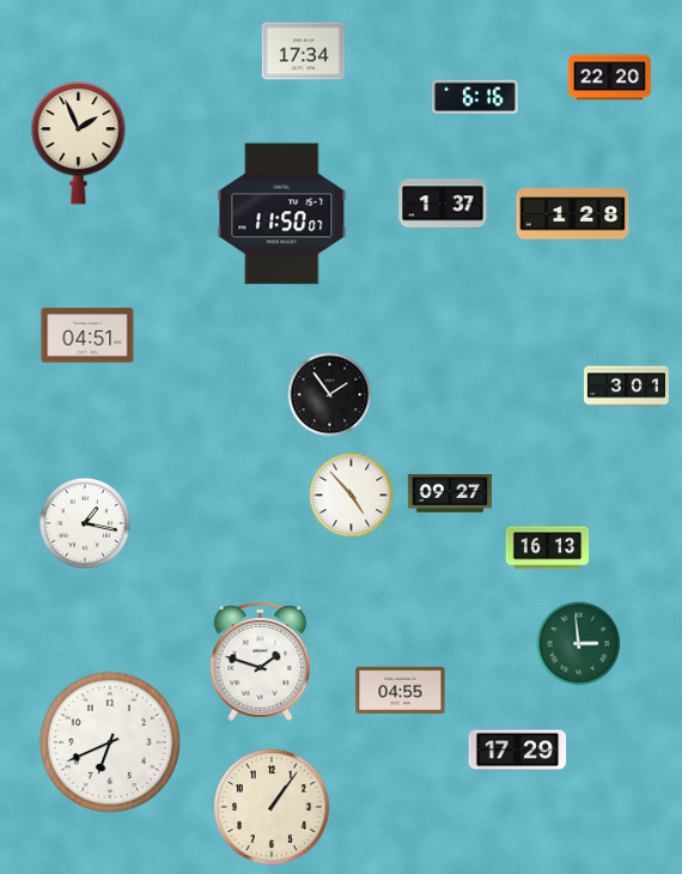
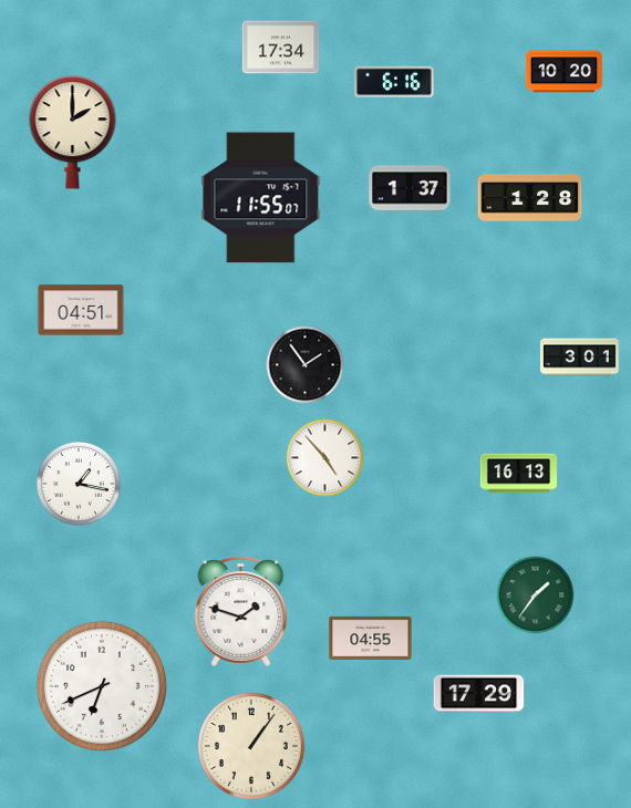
clock at (610, 78): 22:20 -> 10:20
clock at (476, 97) position: (476, 97) -> (395, 82)
clock at (79, 144): 1:56 -> 2:00
clock at (282, 214): 11:50 -> 11:55
clock at (450, 494): 09:27 -> none
clock at (548, 548) position: (548, 548) -> (519, 474)
clock at (579, 644): 2:59 -> 1:36
